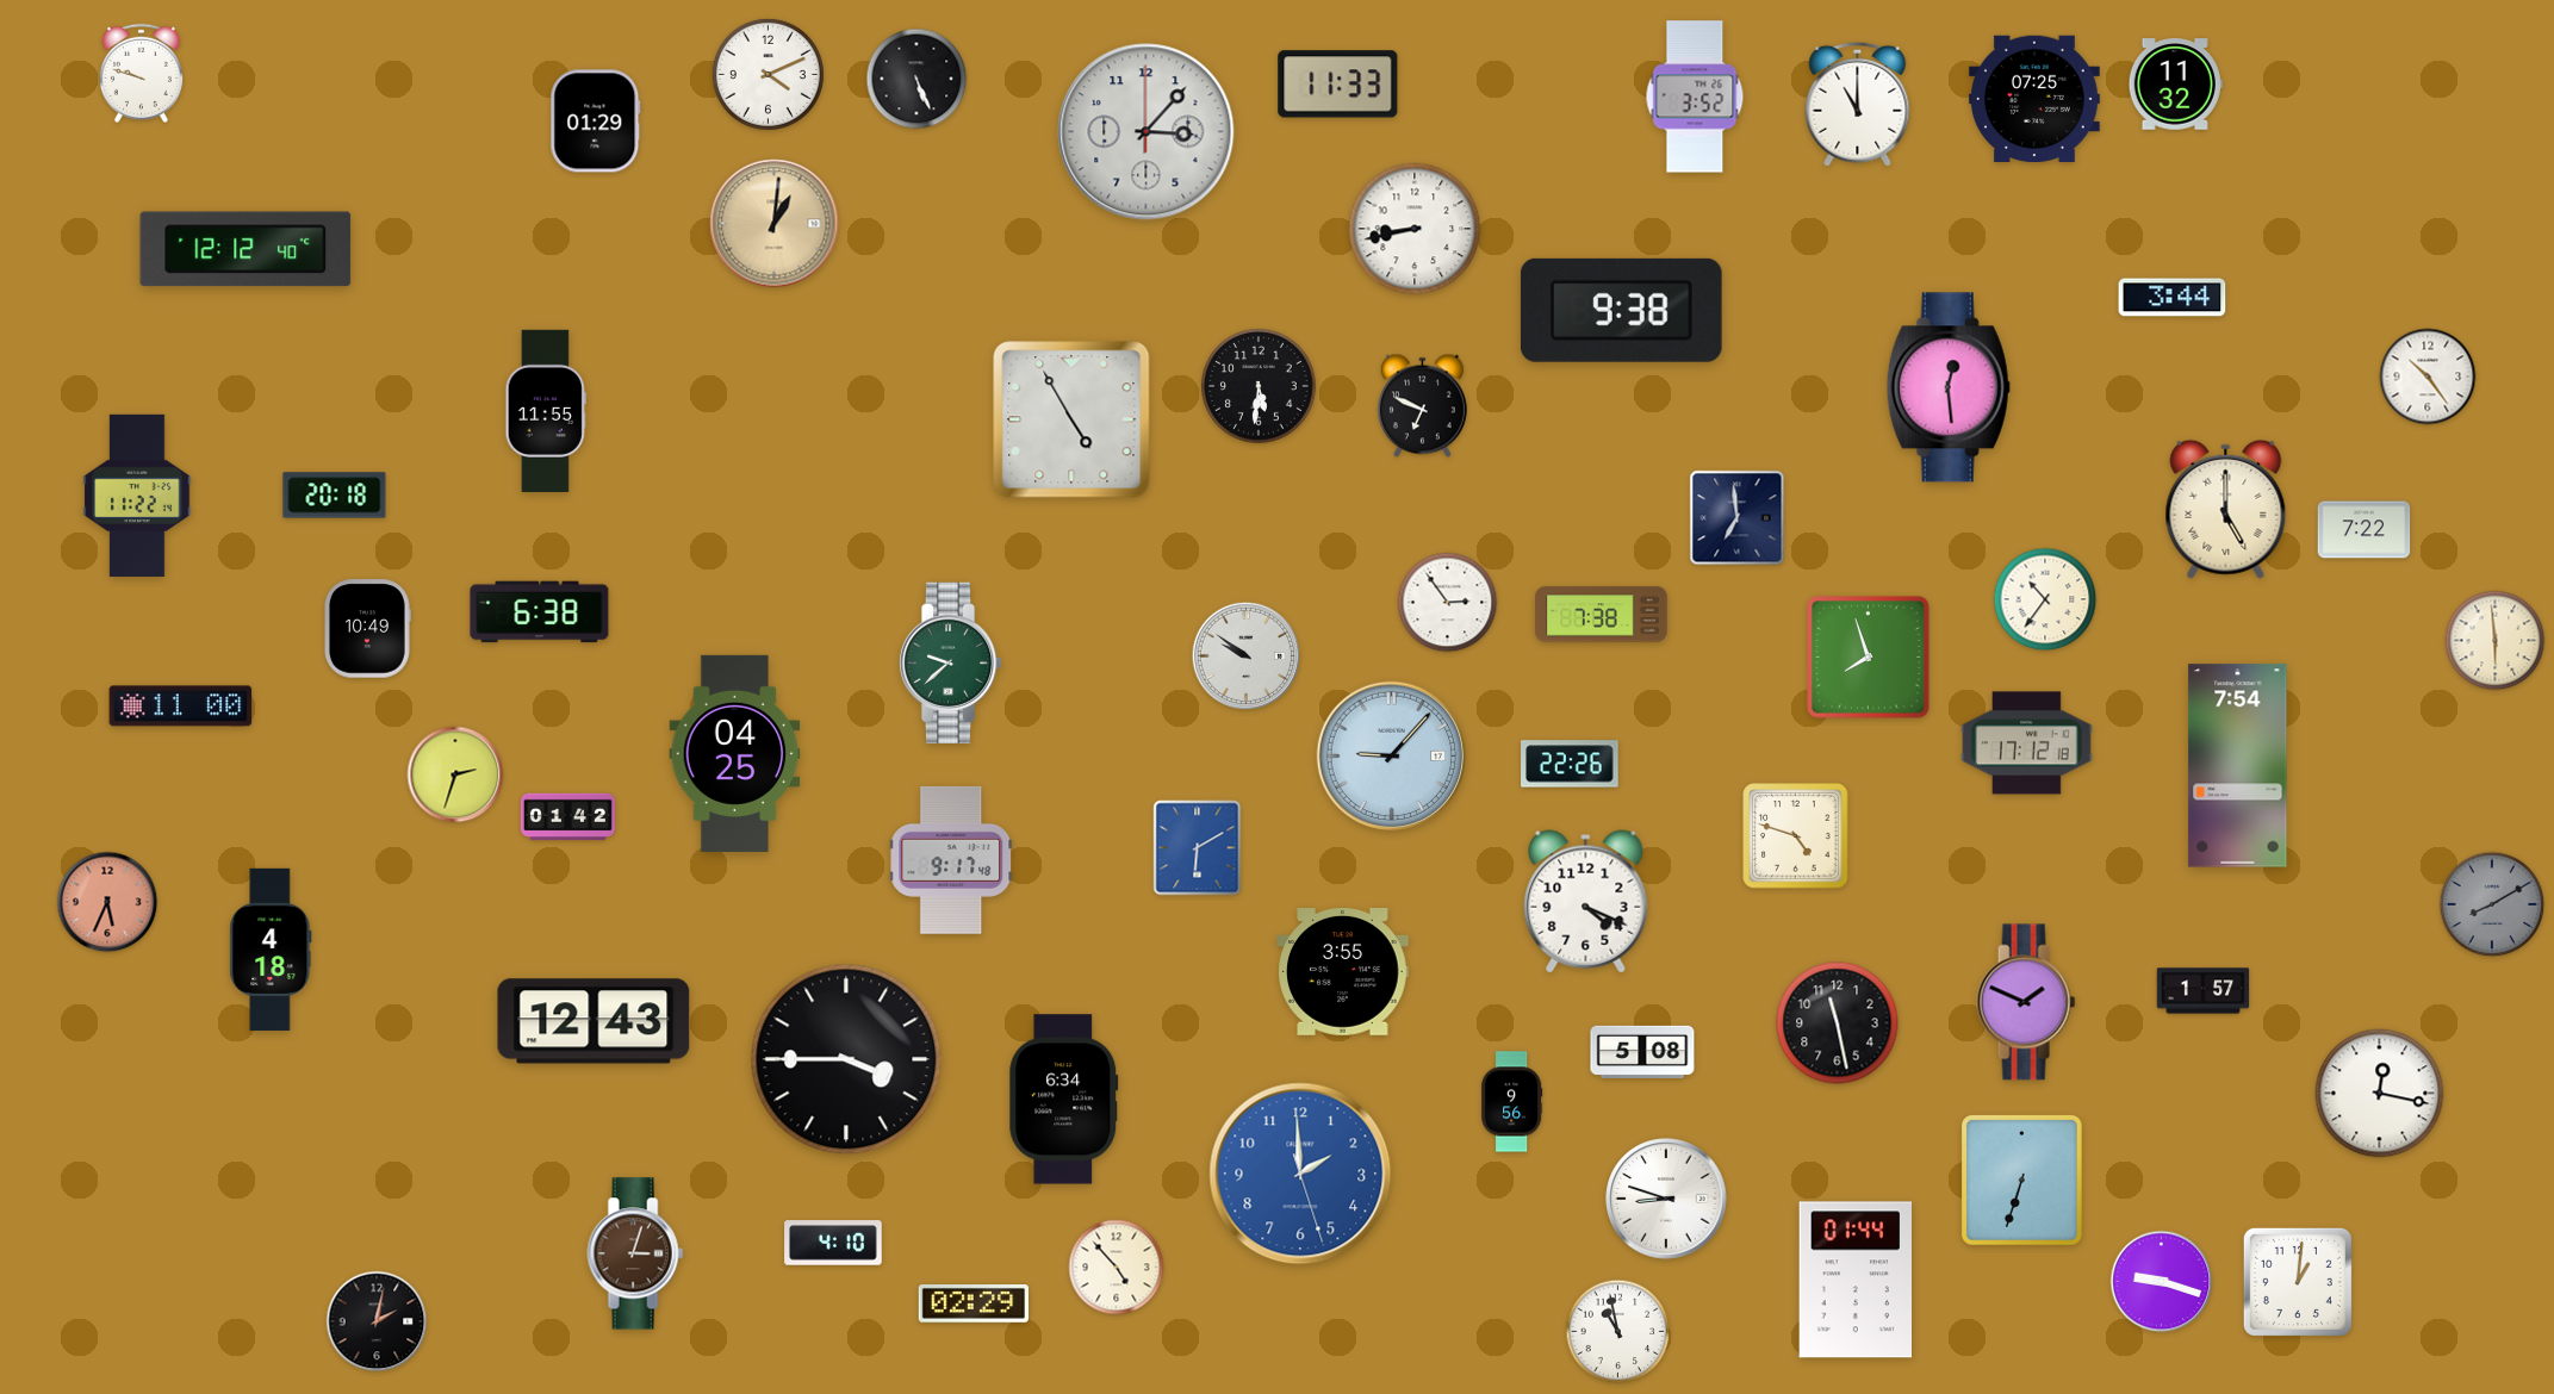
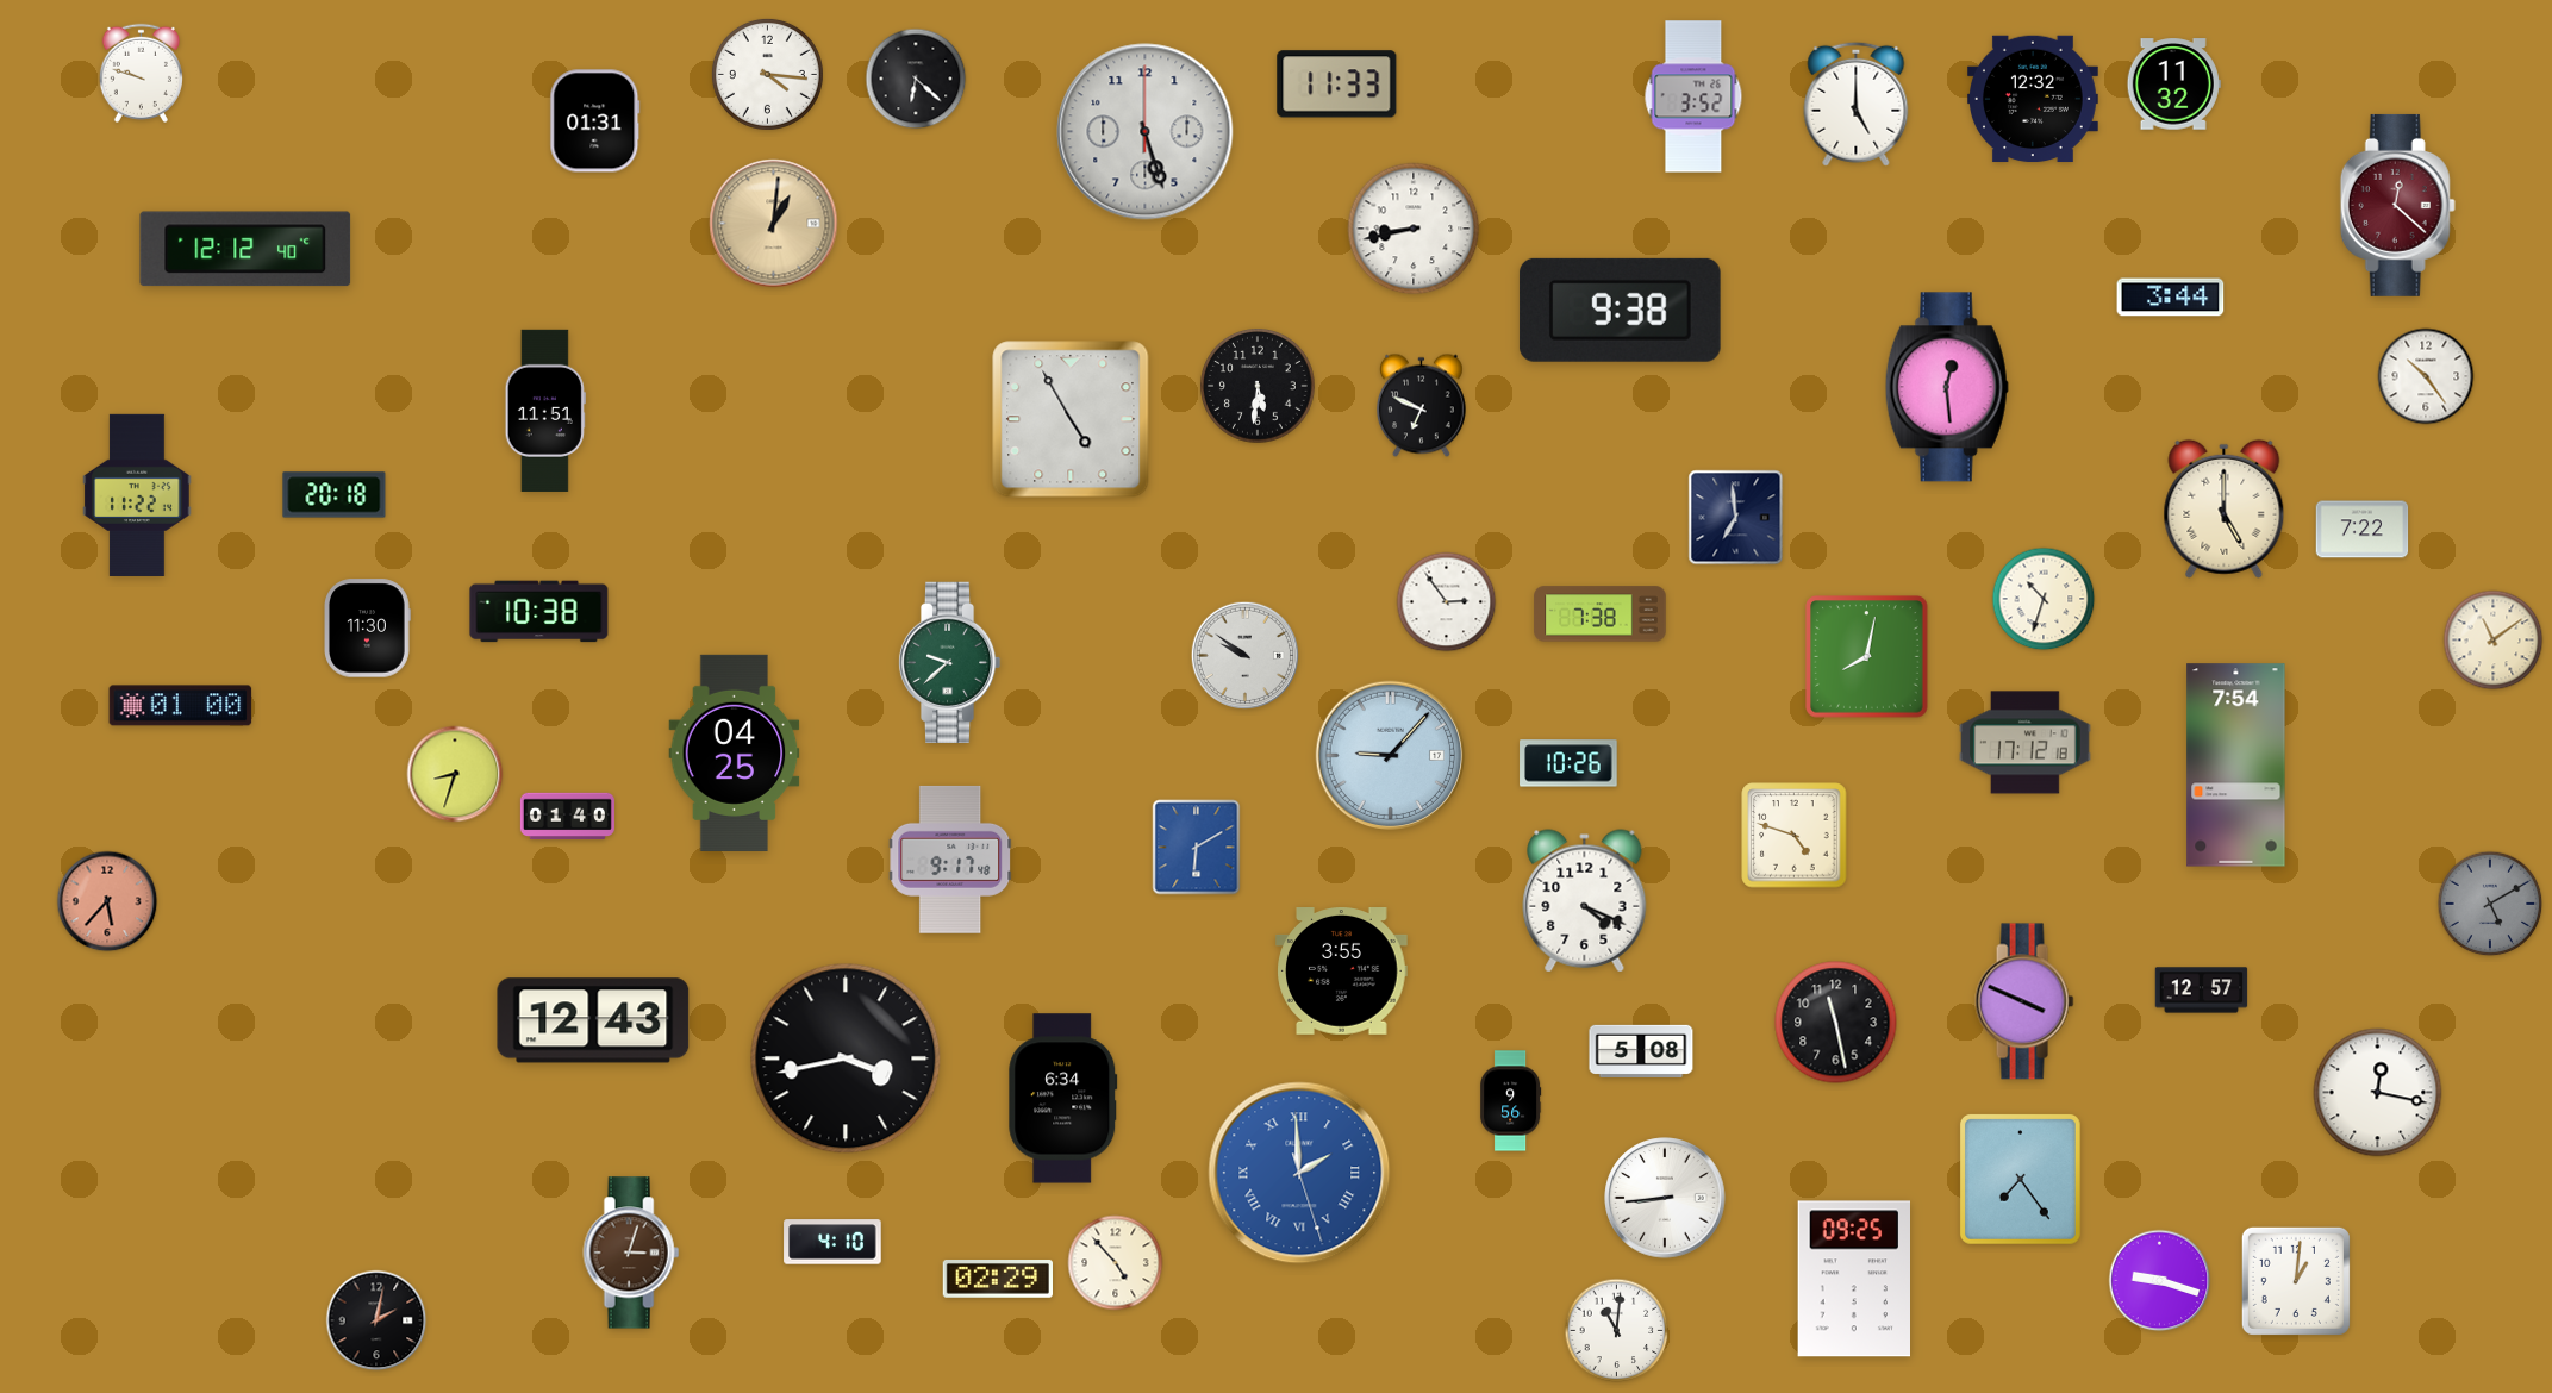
clock at (768, 74): 4:11 -> 4:16
clock at (916, 79): 5:26 -> 6:22
clock at (2036, 99): 07:25 -> 12:32
clock at (1858, 104): 11:00 -> 5:00
clock at (596, 122): 01:29 -> 01:31
clock at (1146, 132): 3:07 -> 5:27
clock at (2397, 205): none -> 12:22
clock at (546, 411): 11:55 -> 11:51
clock at (2045, 599): 10:36 -> 10:33
clock at (540, 612): 6:38 -> 10:38
clock at (368, 629): 10:49 -> 11:30
clock at (2496, 641): 5:59 -> 11:09
clock at (1869, 658): 7:57 -> 8:02
clock at (181, 707): 11:00 -> 01:00
clock at (1570, 764): 22:26 -> 10:26
clock at (455, 774): 2:33 -> 8:33
clock at (567, 817): 01:42 -> 01:40
clock at (107, 902): 5:34 -> 5:37
clock at (2492, 904): 8:10 -> 5:10
clock at (271, 950): 4:18 -> none
clock at (2204, 991): 1:57 -> 12:57
clock at (2026, 1002): 1:49 -> 3:49
clock at (846, 1059): 3:45 -> 3:43
clock at (1300, 1174) numerals: Arabic -> Roman
clock at (2021, 1181): 6:33 -> 7:24
clock at (1666, 1199): 8:48 -> 8:44
clock at (635, 1253) position: (635, 1253) -> (631, 1253)
clock at (1117, 1268) position: (1117, 1268) -> (1116, 1263)
clock at (1854, 1280): 01:44 -> 09:25
clock at (972, 1305) position: (972, 1305) -> (997, 1280)
clock at (1618, 1332): 10:58 -> 11:01
